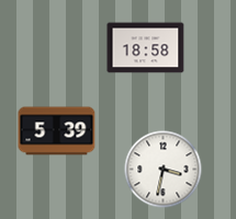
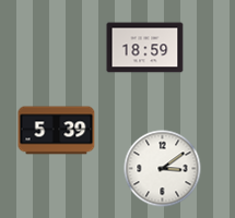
clock at (146, 48): 18:58 -> 18:59
clock at (164, 170): 3:32 -> 3:09
